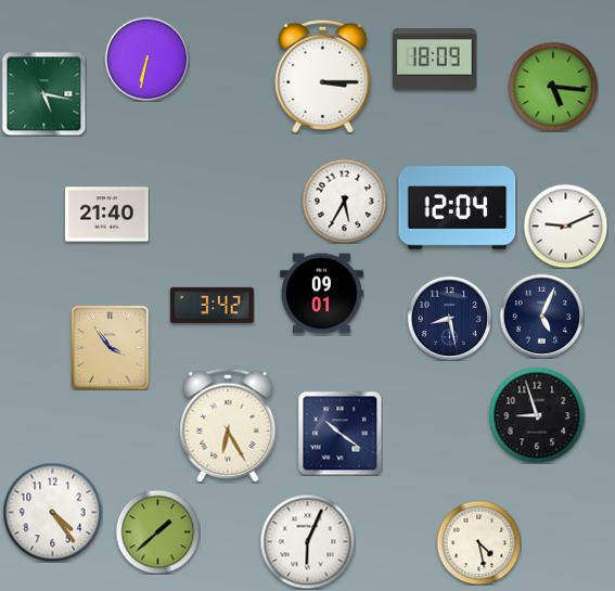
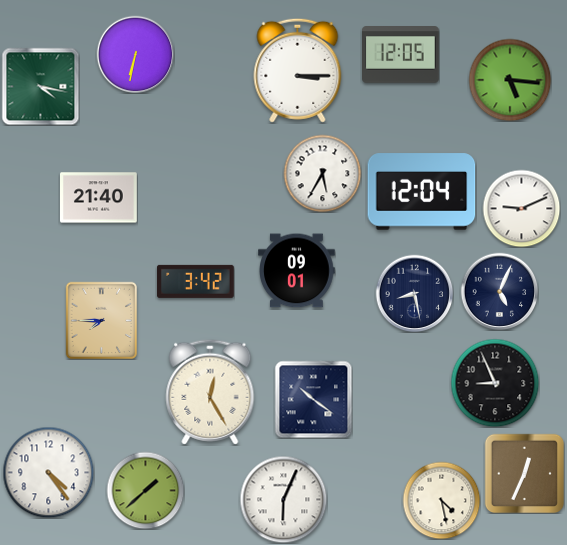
clock at (435, 60): 18:09 -> 12:05
clock at (43, 93): 5:17 -> 4:17
clock at (344, 201) position: (344, 201) -> (322, 173)
clock at (111, 347): 3:54 -> 7:45
clock at (537, 415): 8:57 -> 8:56
clock at (228, 425): 6:25 -> 12:25
clock at (524, 473): none -> 12:34
